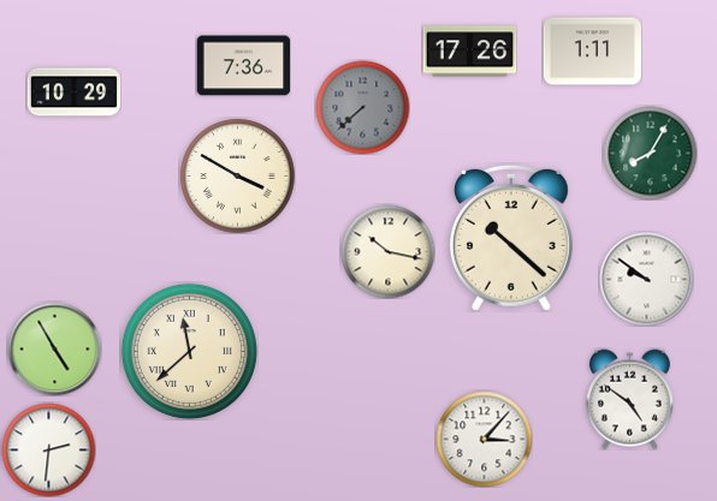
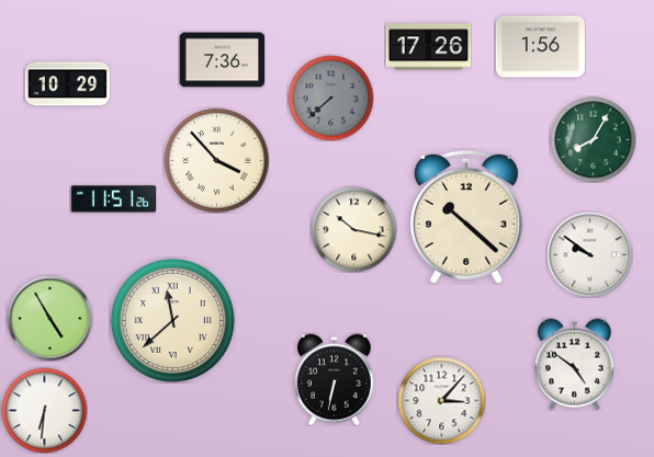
clock at (592, 52): 1:11 -> 1:56
clock at (237, 175): 3:50 -> 3:53
clock at (113, 199): none -> 11:51
clock at (334, 379): none -> 6:32
clock at (48, 449): 2:31 -> 6:31
